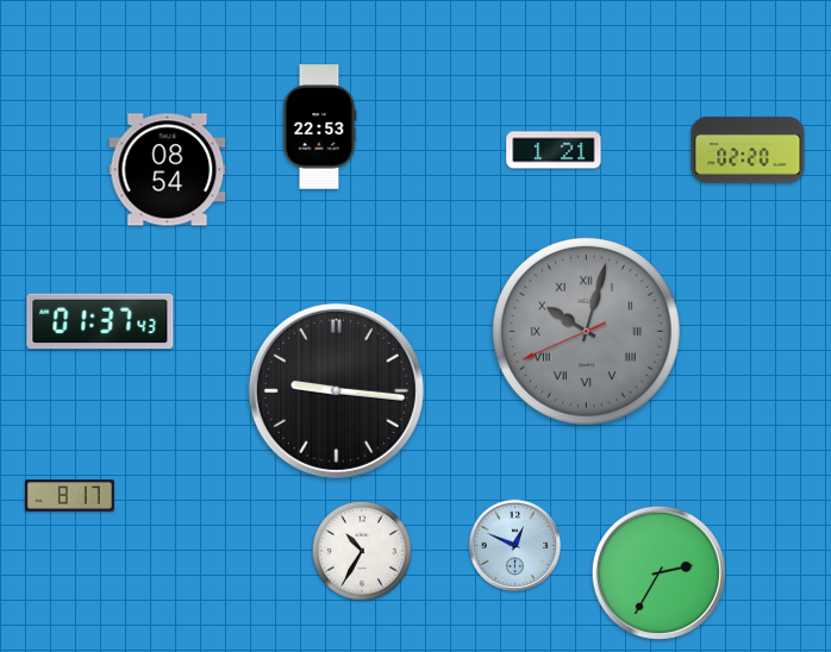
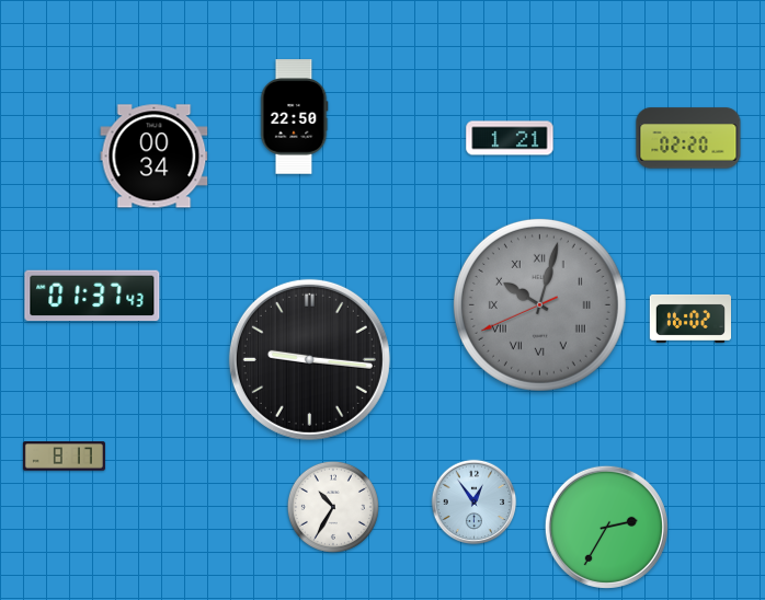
clock at (319, 127): 22:53 -> 22:50
clock at (168, 170): 08:54 -> 00:34
clock at (689, 319): none -> 16:02
clock at (516, 546): 12:49 -> 12:54
